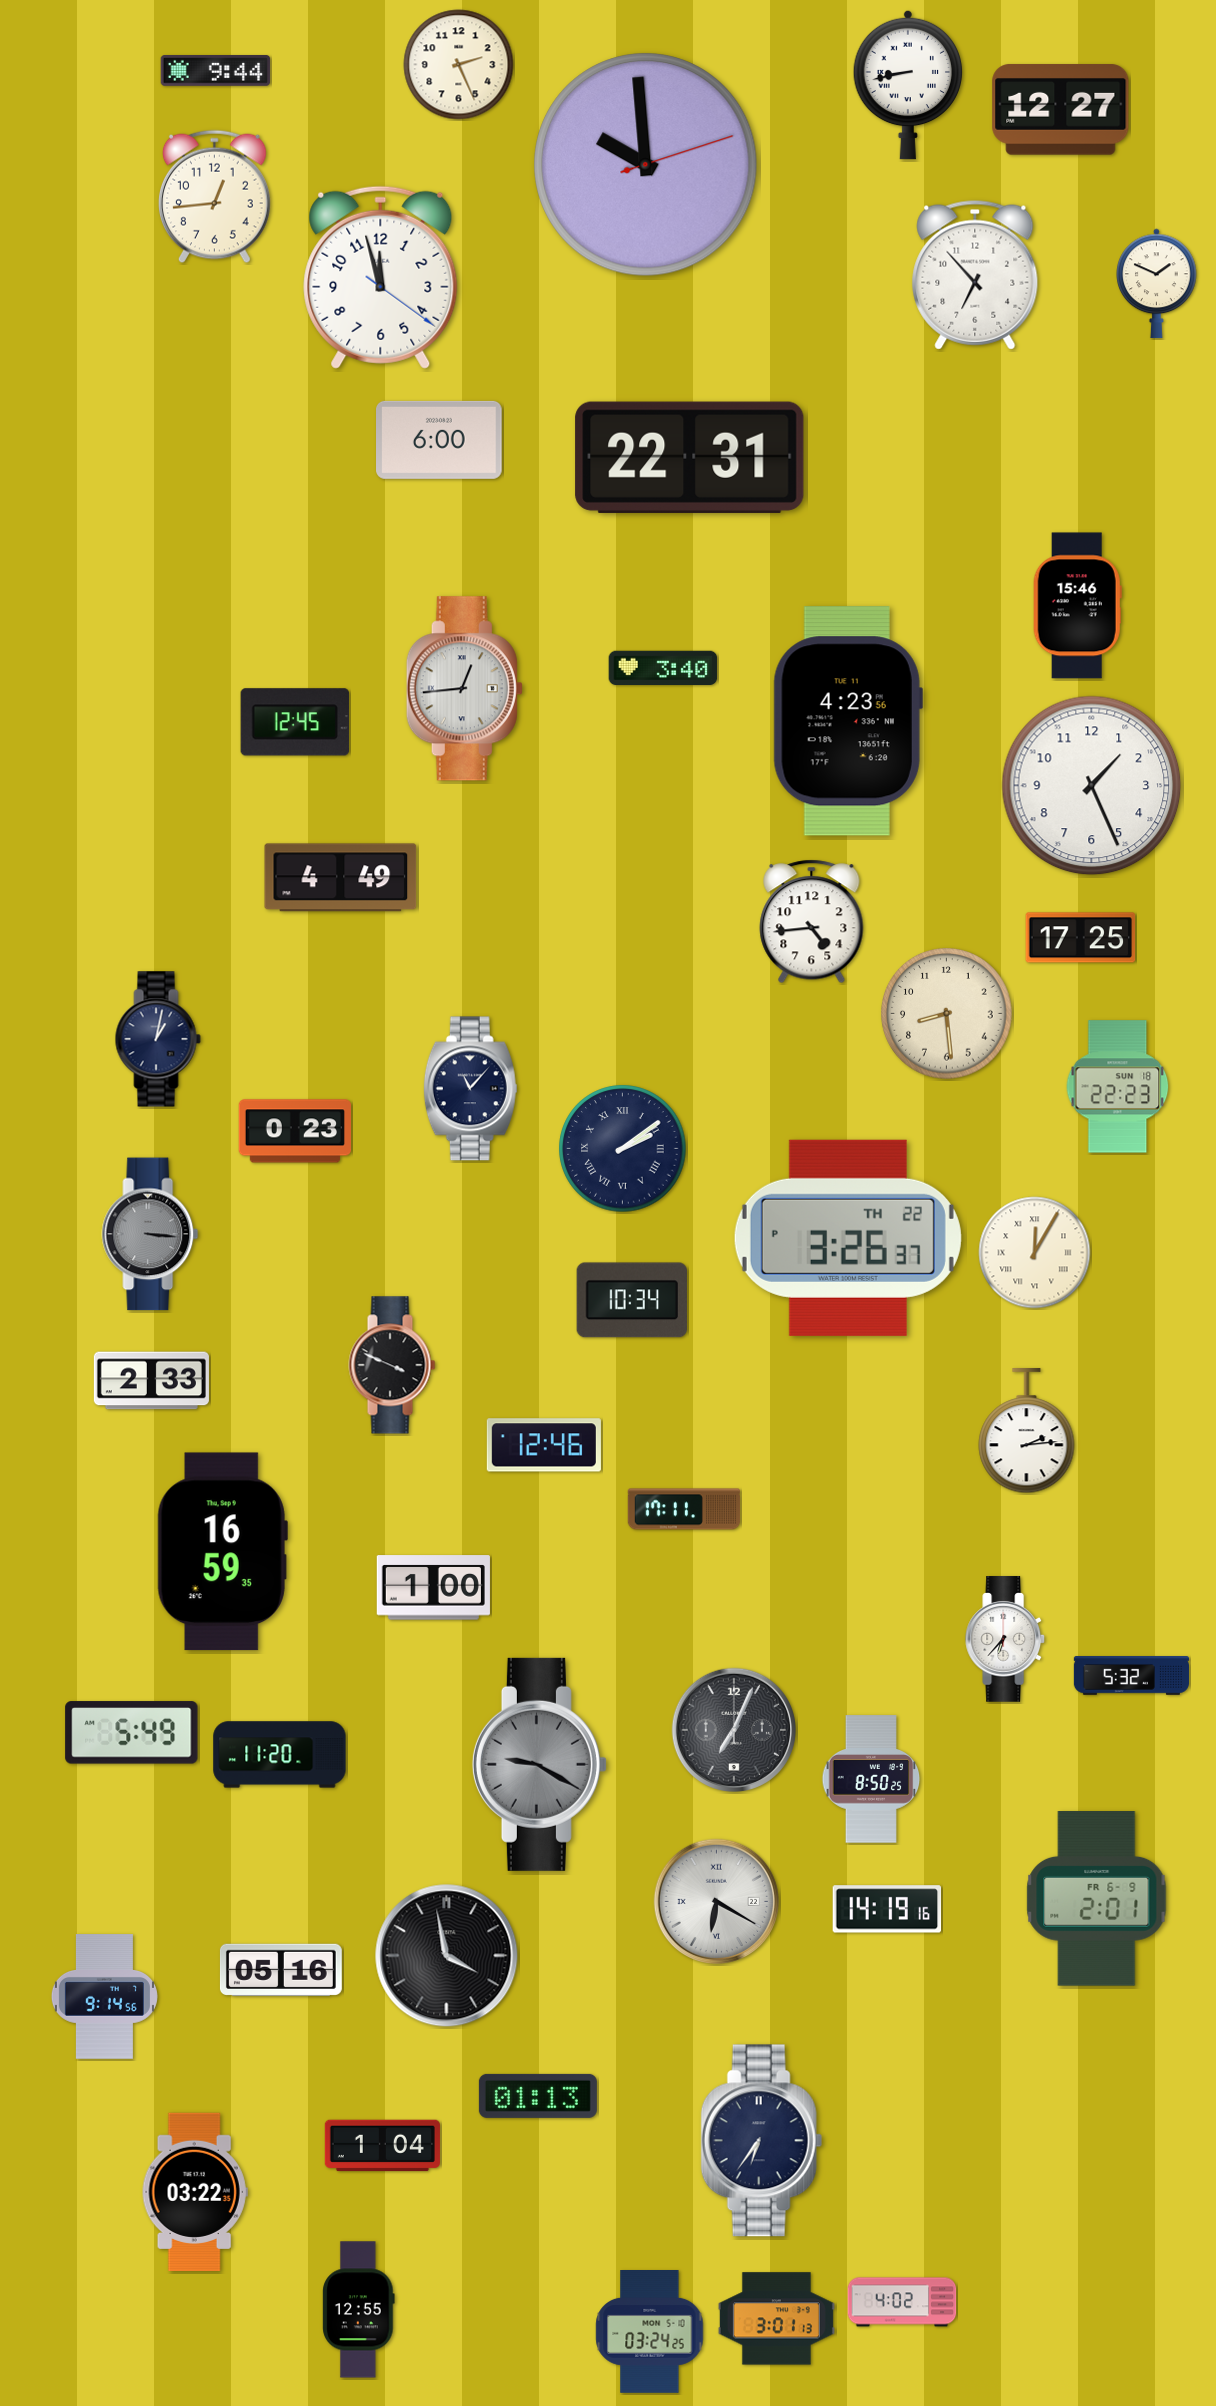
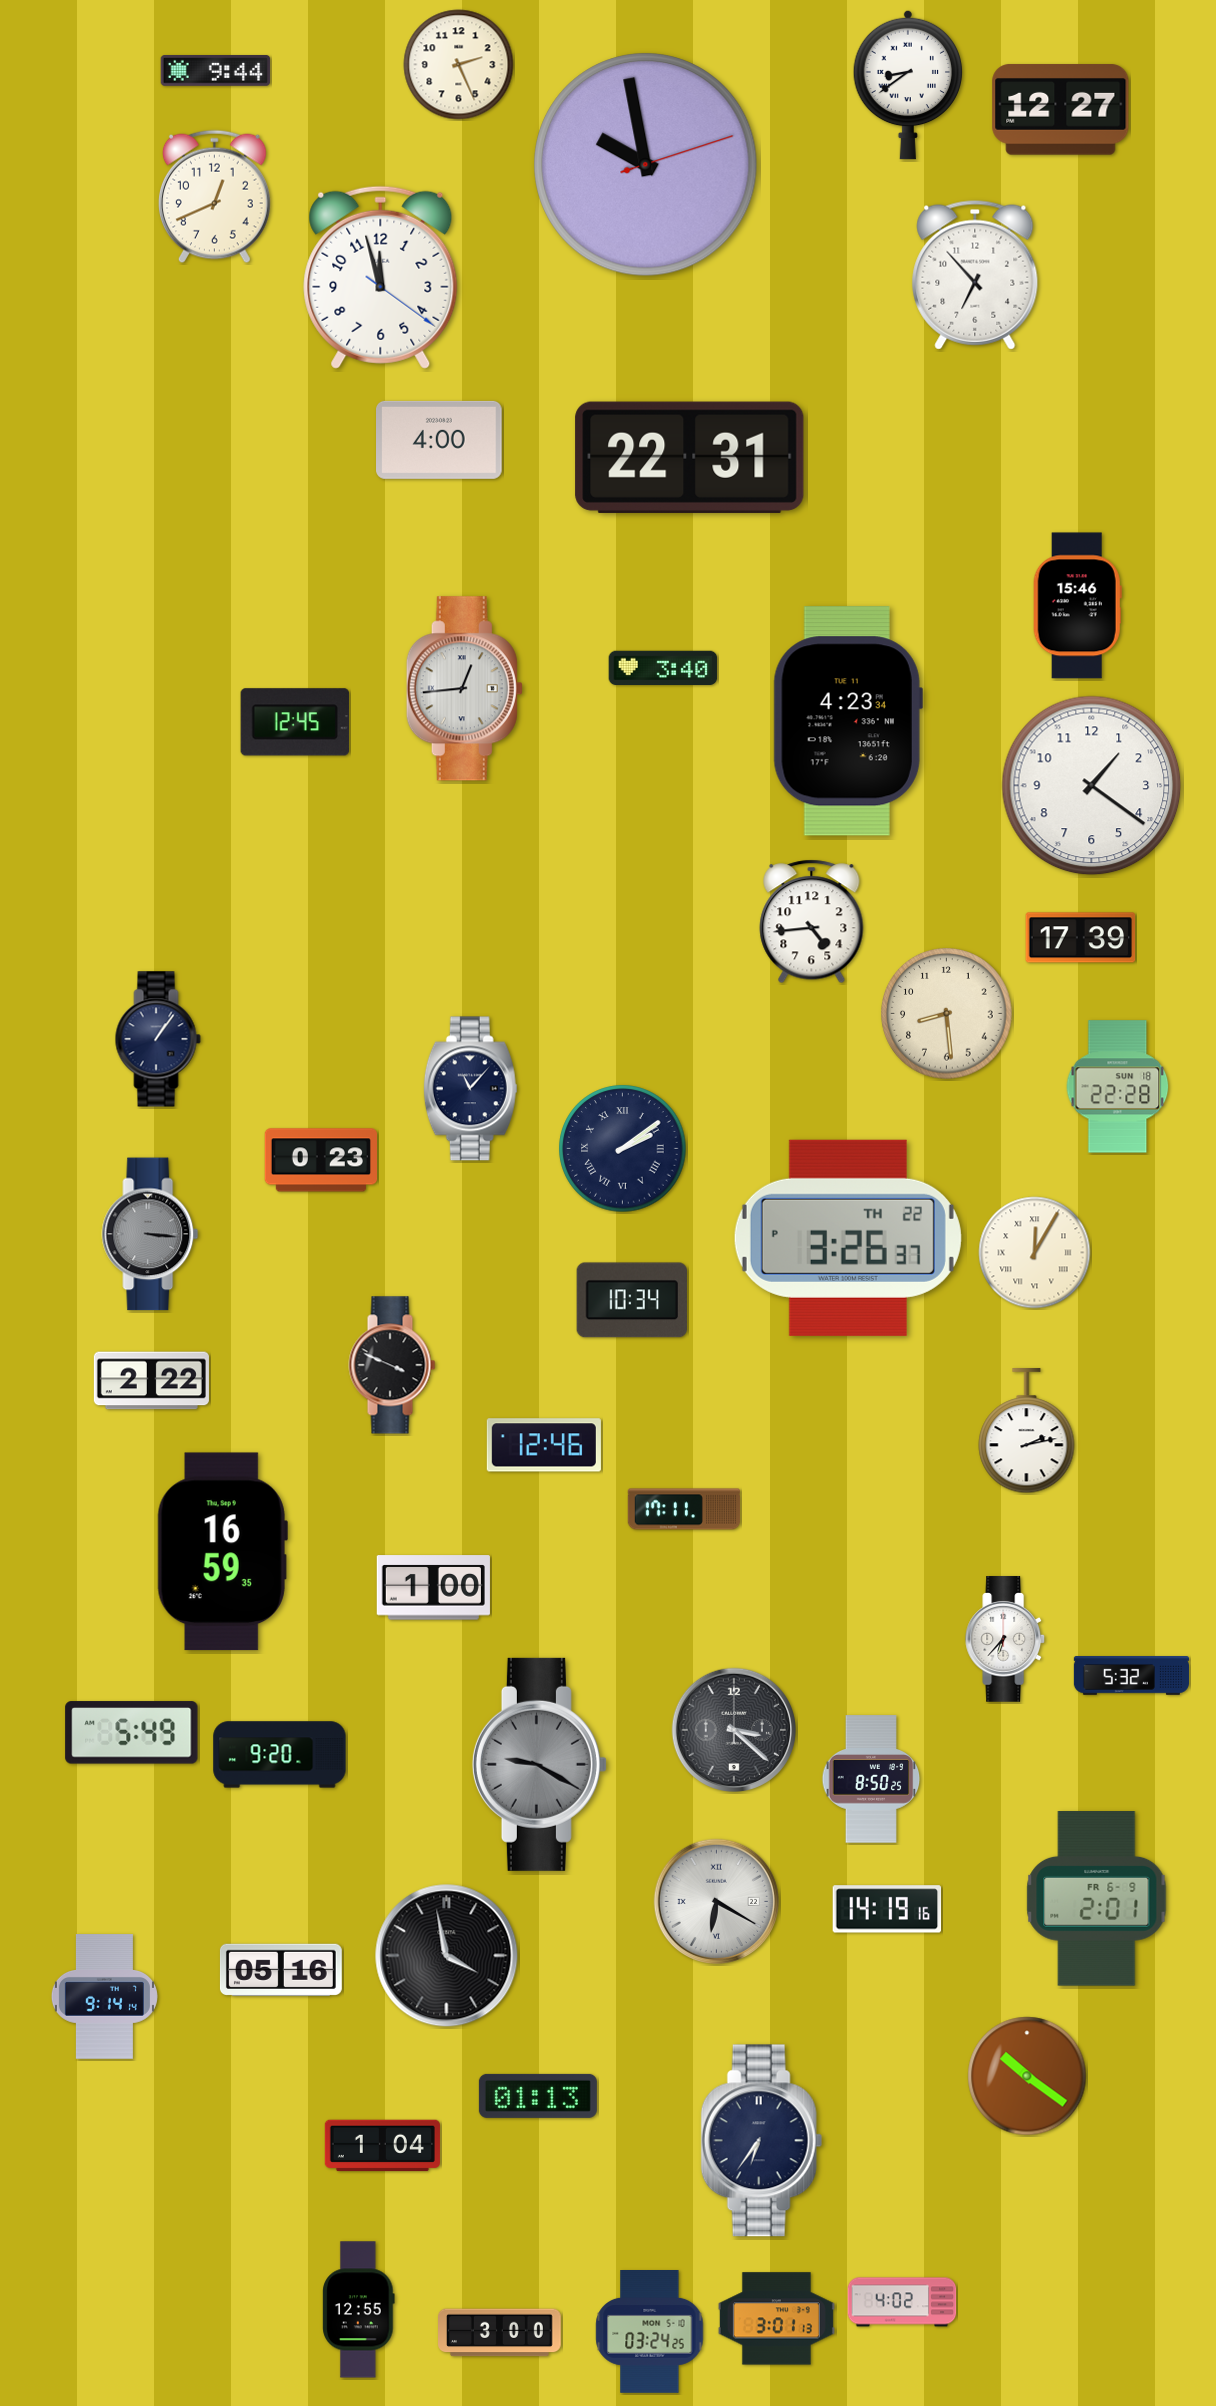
clock at (908, 85): 8:43 -> 8:39
clock at (646, 165): 9:59 -> 9:58
clock at (214, 197): 12:44 -> 12:41
clock at (1157, 284): 1:49 -> none
clock at (440, 440): 6:00 -> 4:00
clock at (848, 721): 4:23:56 -> 4:23:34
clock at (1092, 786): 1:26 -> 1:21
clock at (341, 878): 4:49 -> none
clock at (1081, 938): 17:25 -> 17:39
clock at (158, 1039): 1:02 -> 1:06
clock at (1118, 1087): 22:23 -> 22:28
clock at (294, 1131) position: (294, 1131) -> (320, 1160)
clock at (151, 1381): 2:33 -> 2:22
clock at (1027, 1432): 2:14 -> 2:13
clock at (734, 1730): 7:04 -> 3:22
clock at (280, 1755): 11:20 -> 9:20
clock at (104, 1997): 9:14:56 -> 9:14:14
clock at (1027, 2076): none -> 10:21
clock at (195, 2191): 03:22 -> none
clock at (500, 2333): none -> 3:00
